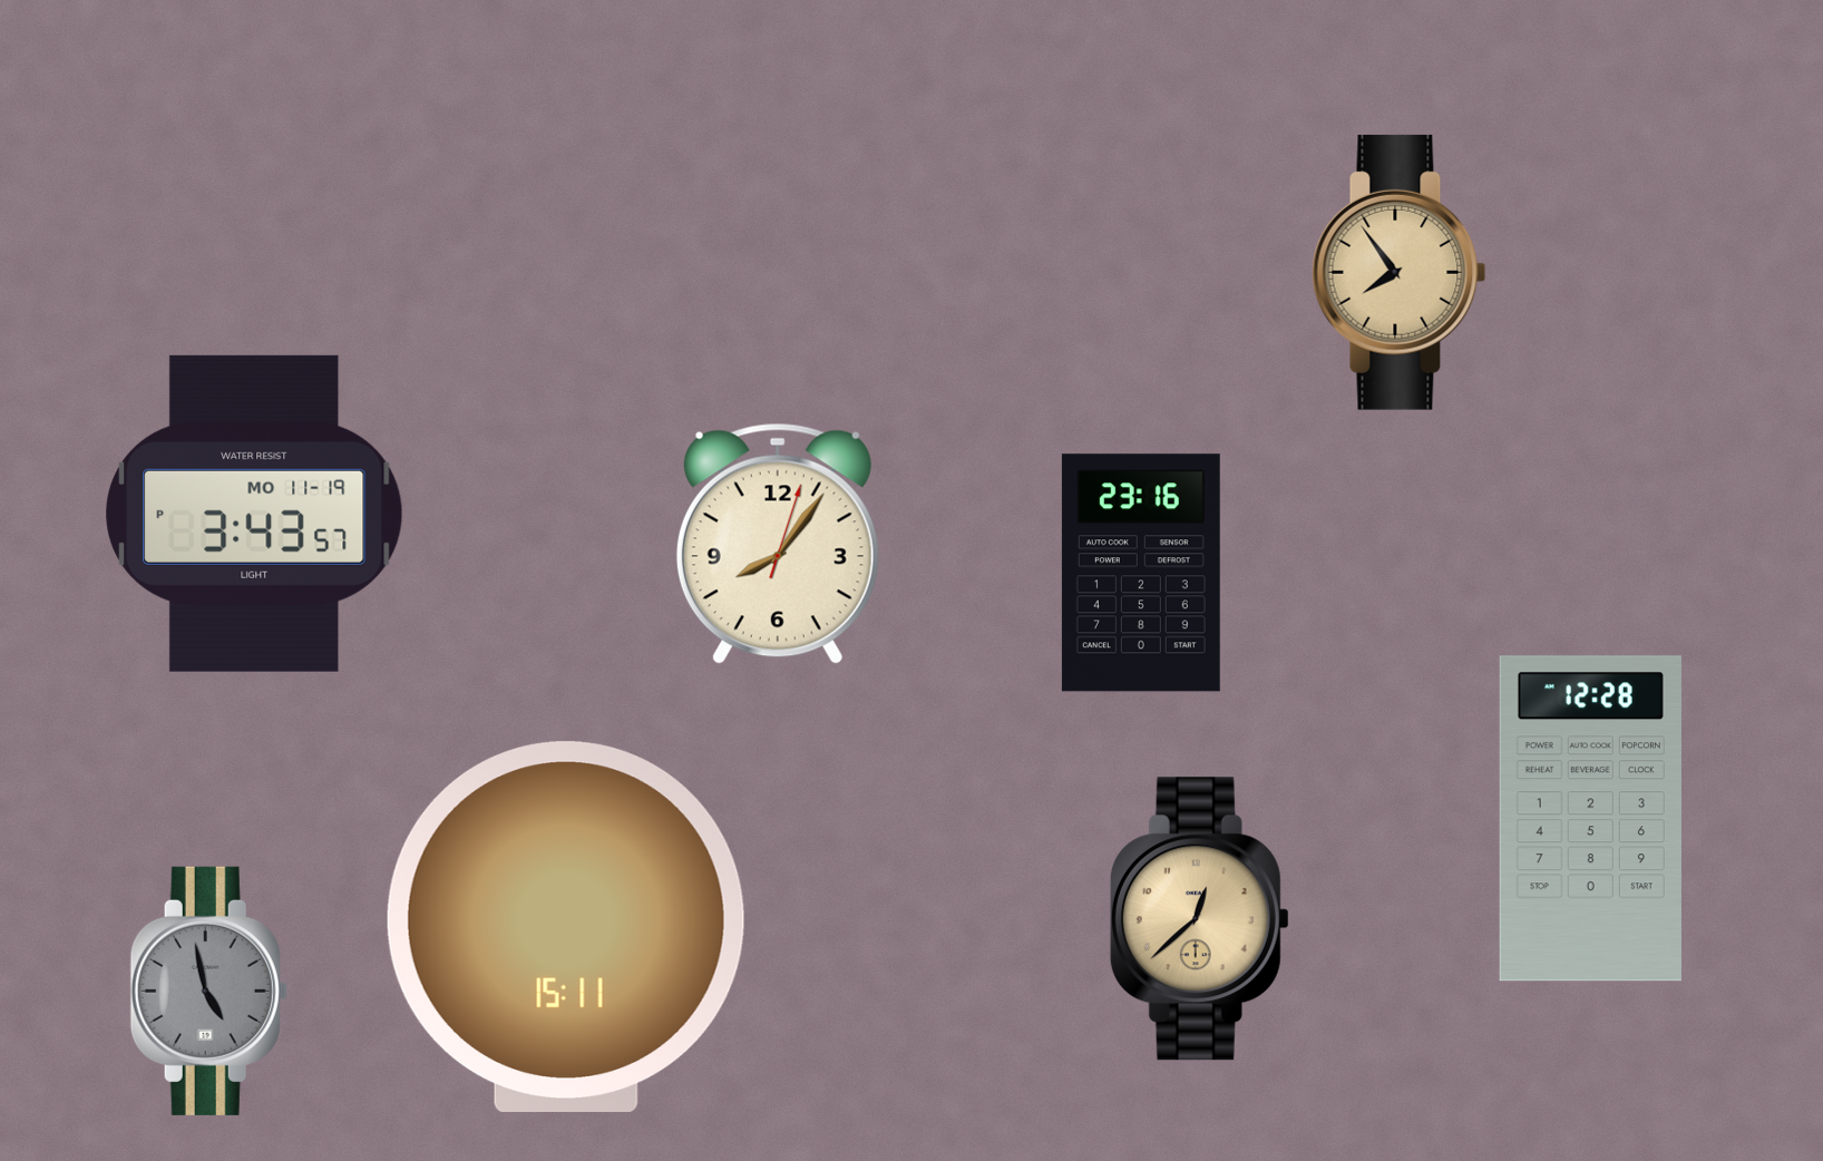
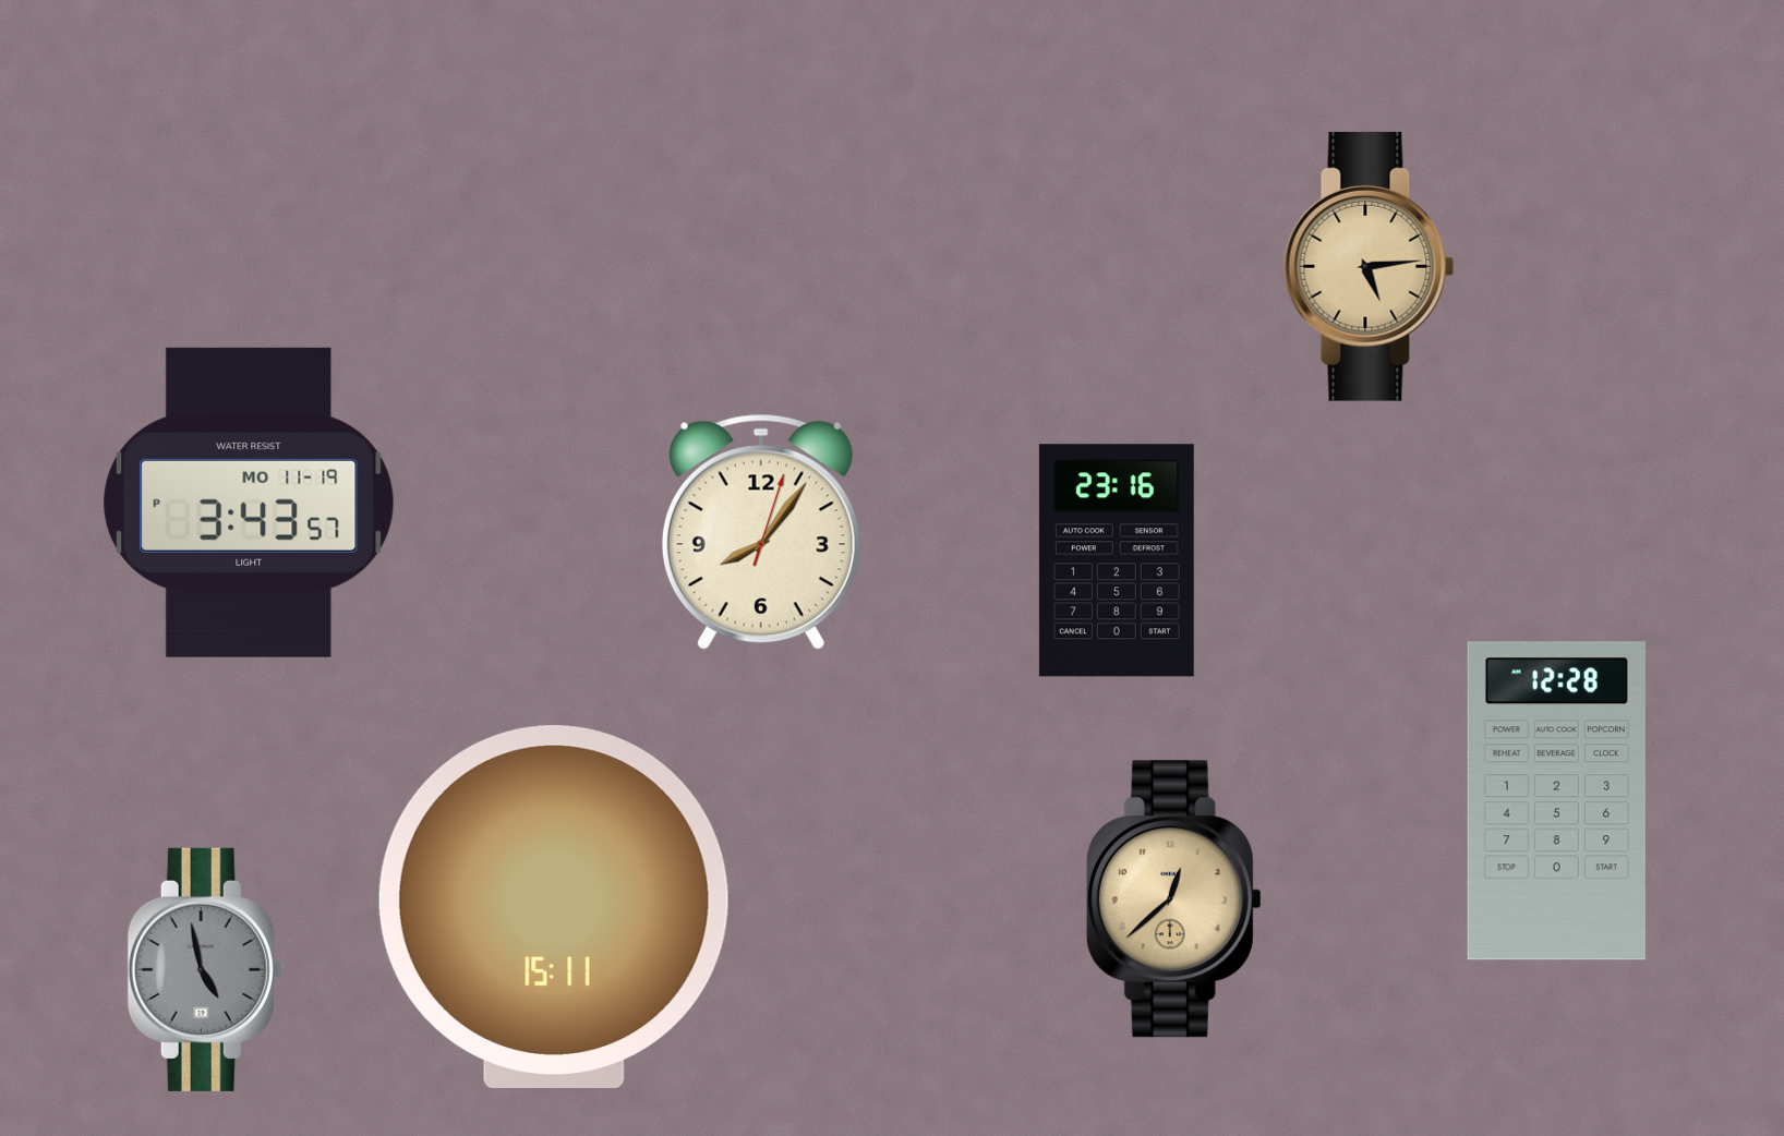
clock at (1400, 272): 7:54 -> 5:14
